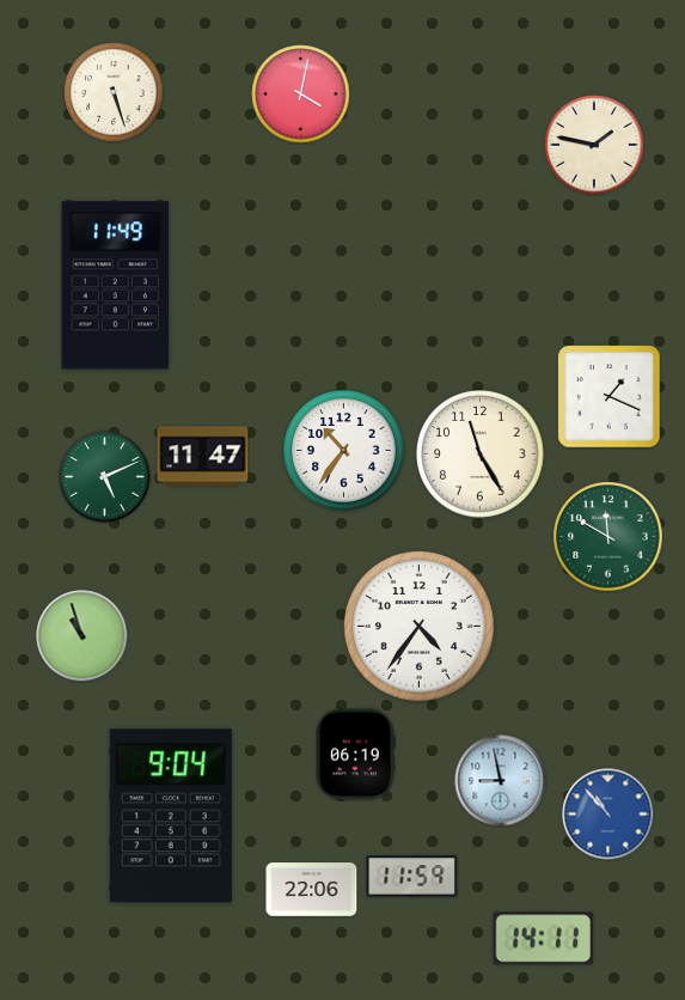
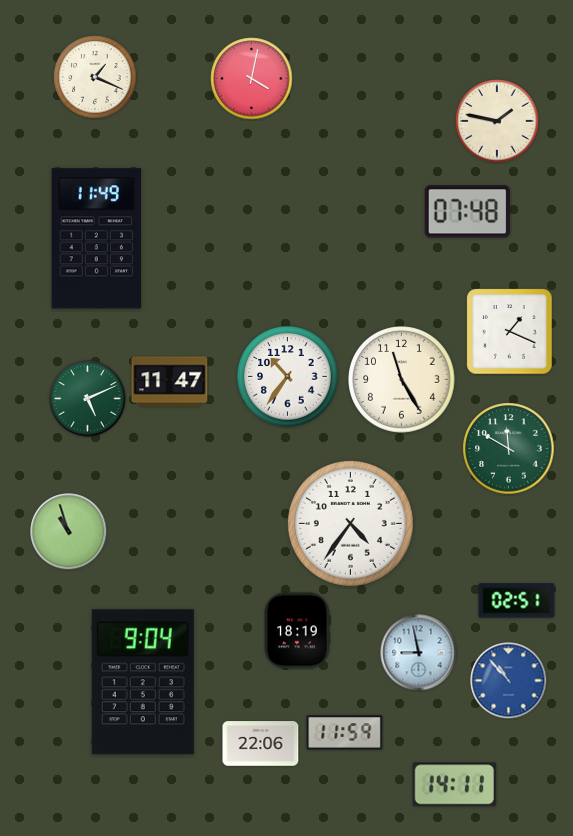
clock at (114, 92): 5:27 -> 1:19
clock at (467, 212): none -> 07:48
clock at (517, 601): none -> 02:51
clock at (355, 755): 06:19 -> 18:19
